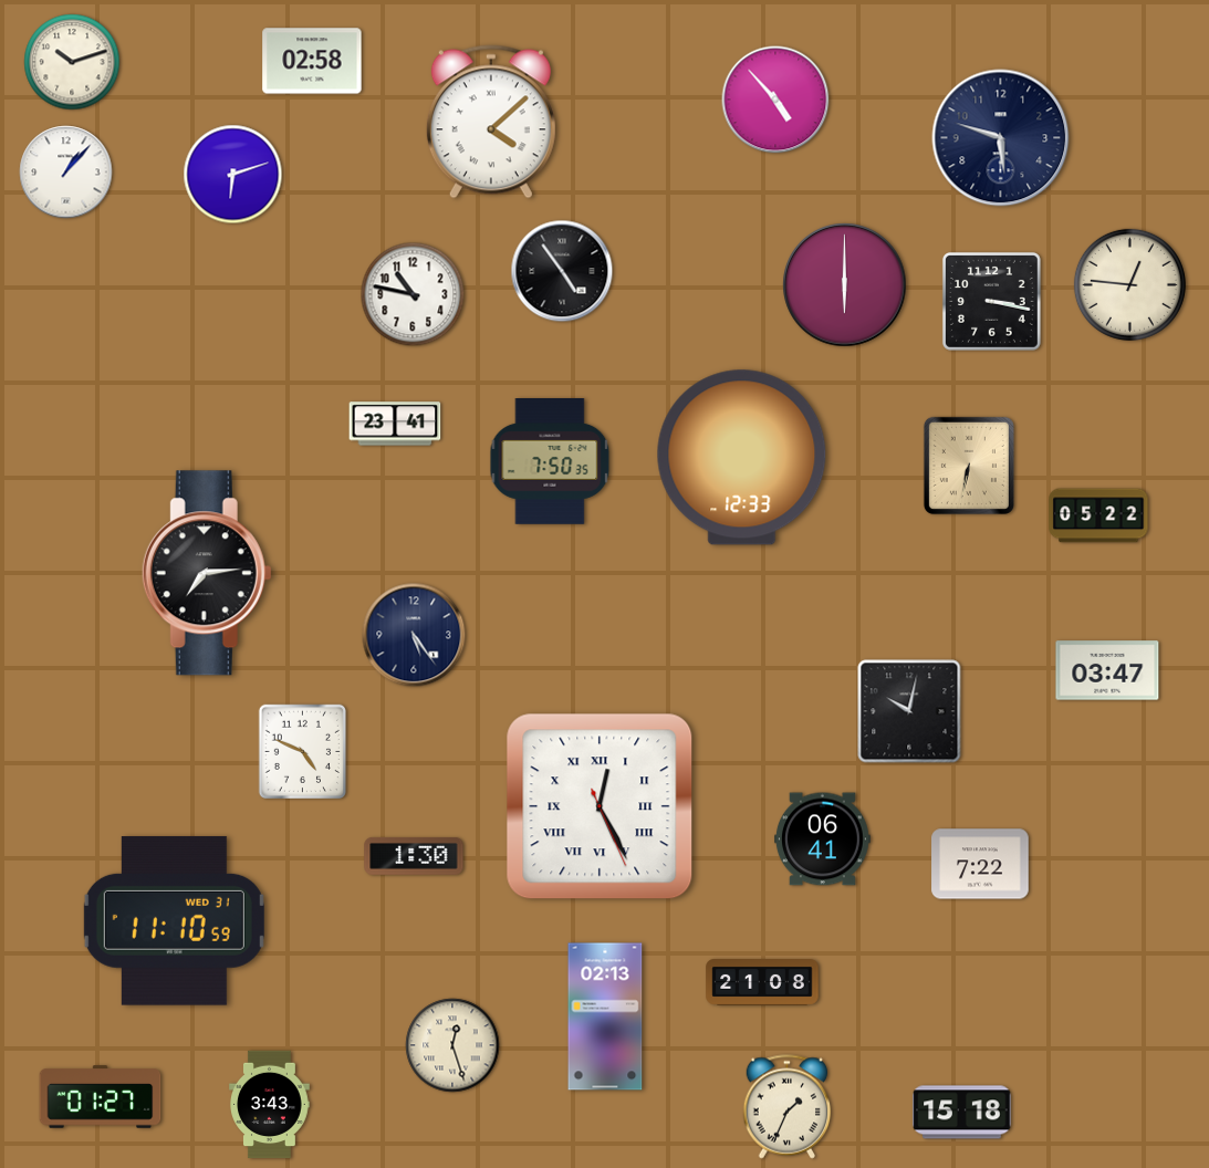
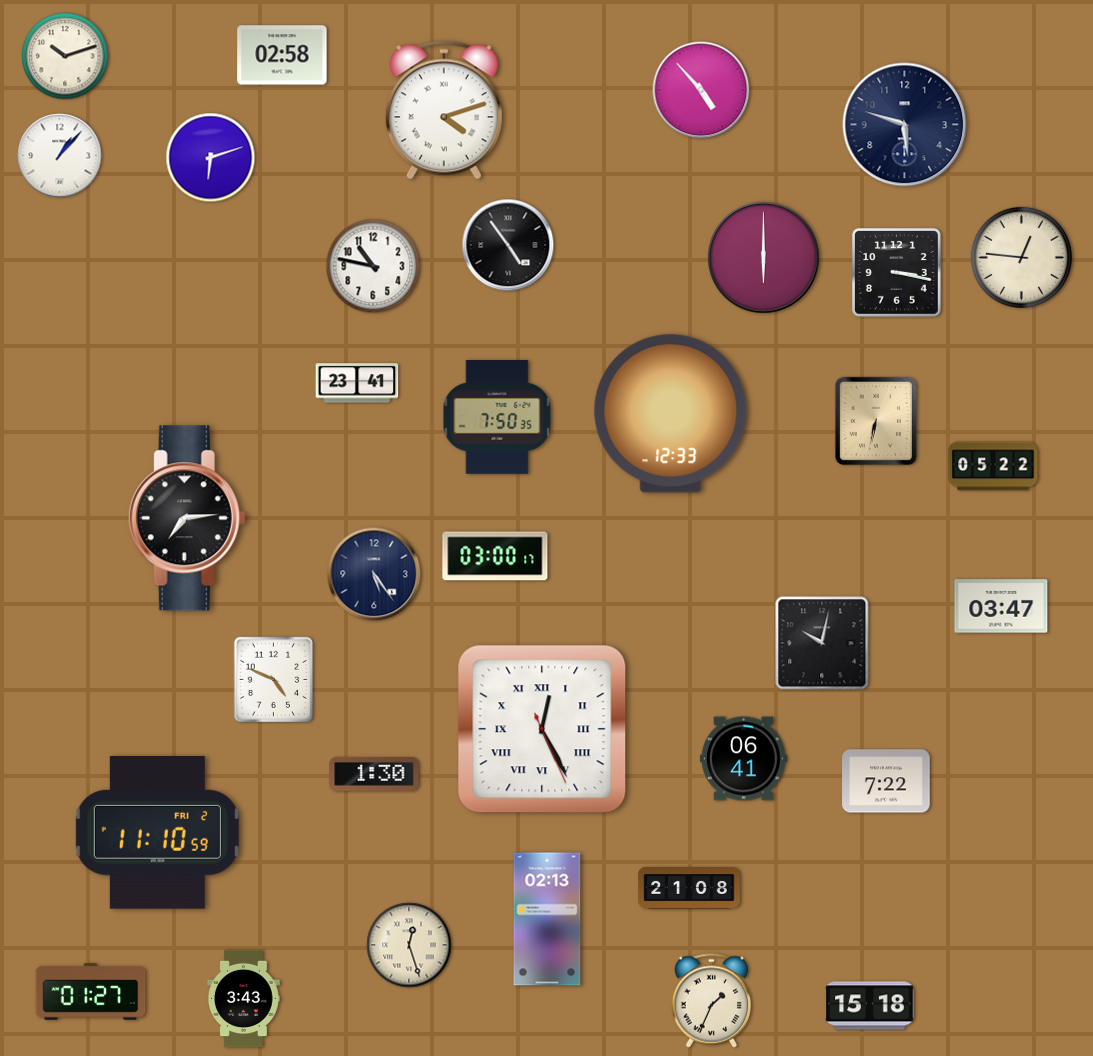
clock at (491, 122): 4:08 -> 4:12
clock at (495, 556): none -> 03:00
clock at (174, 920) date: WED 31 -> FRI 2
